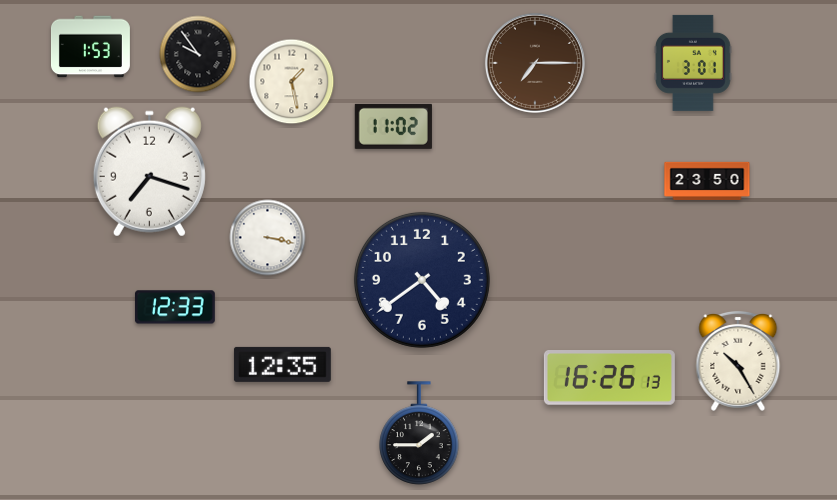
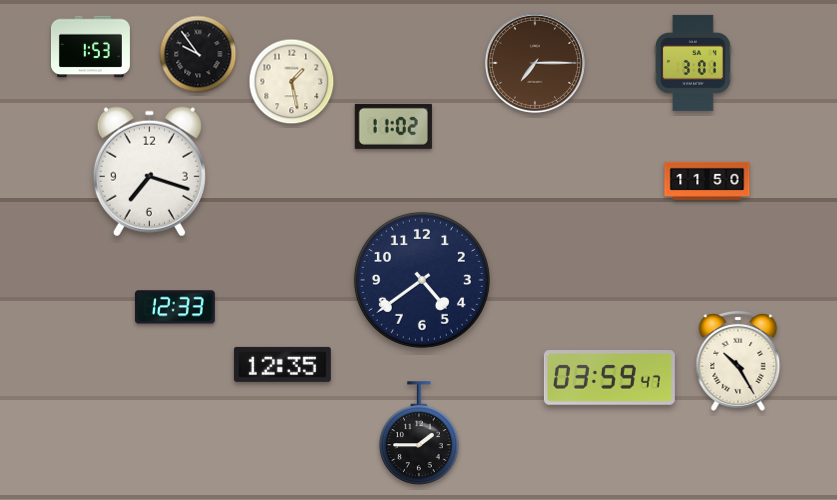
clock at (707, 181): 23:50 -> 11:50
clock at (268, 238): 3:17 -> none
clock at (609, 378): 16:26 -> 03:59
